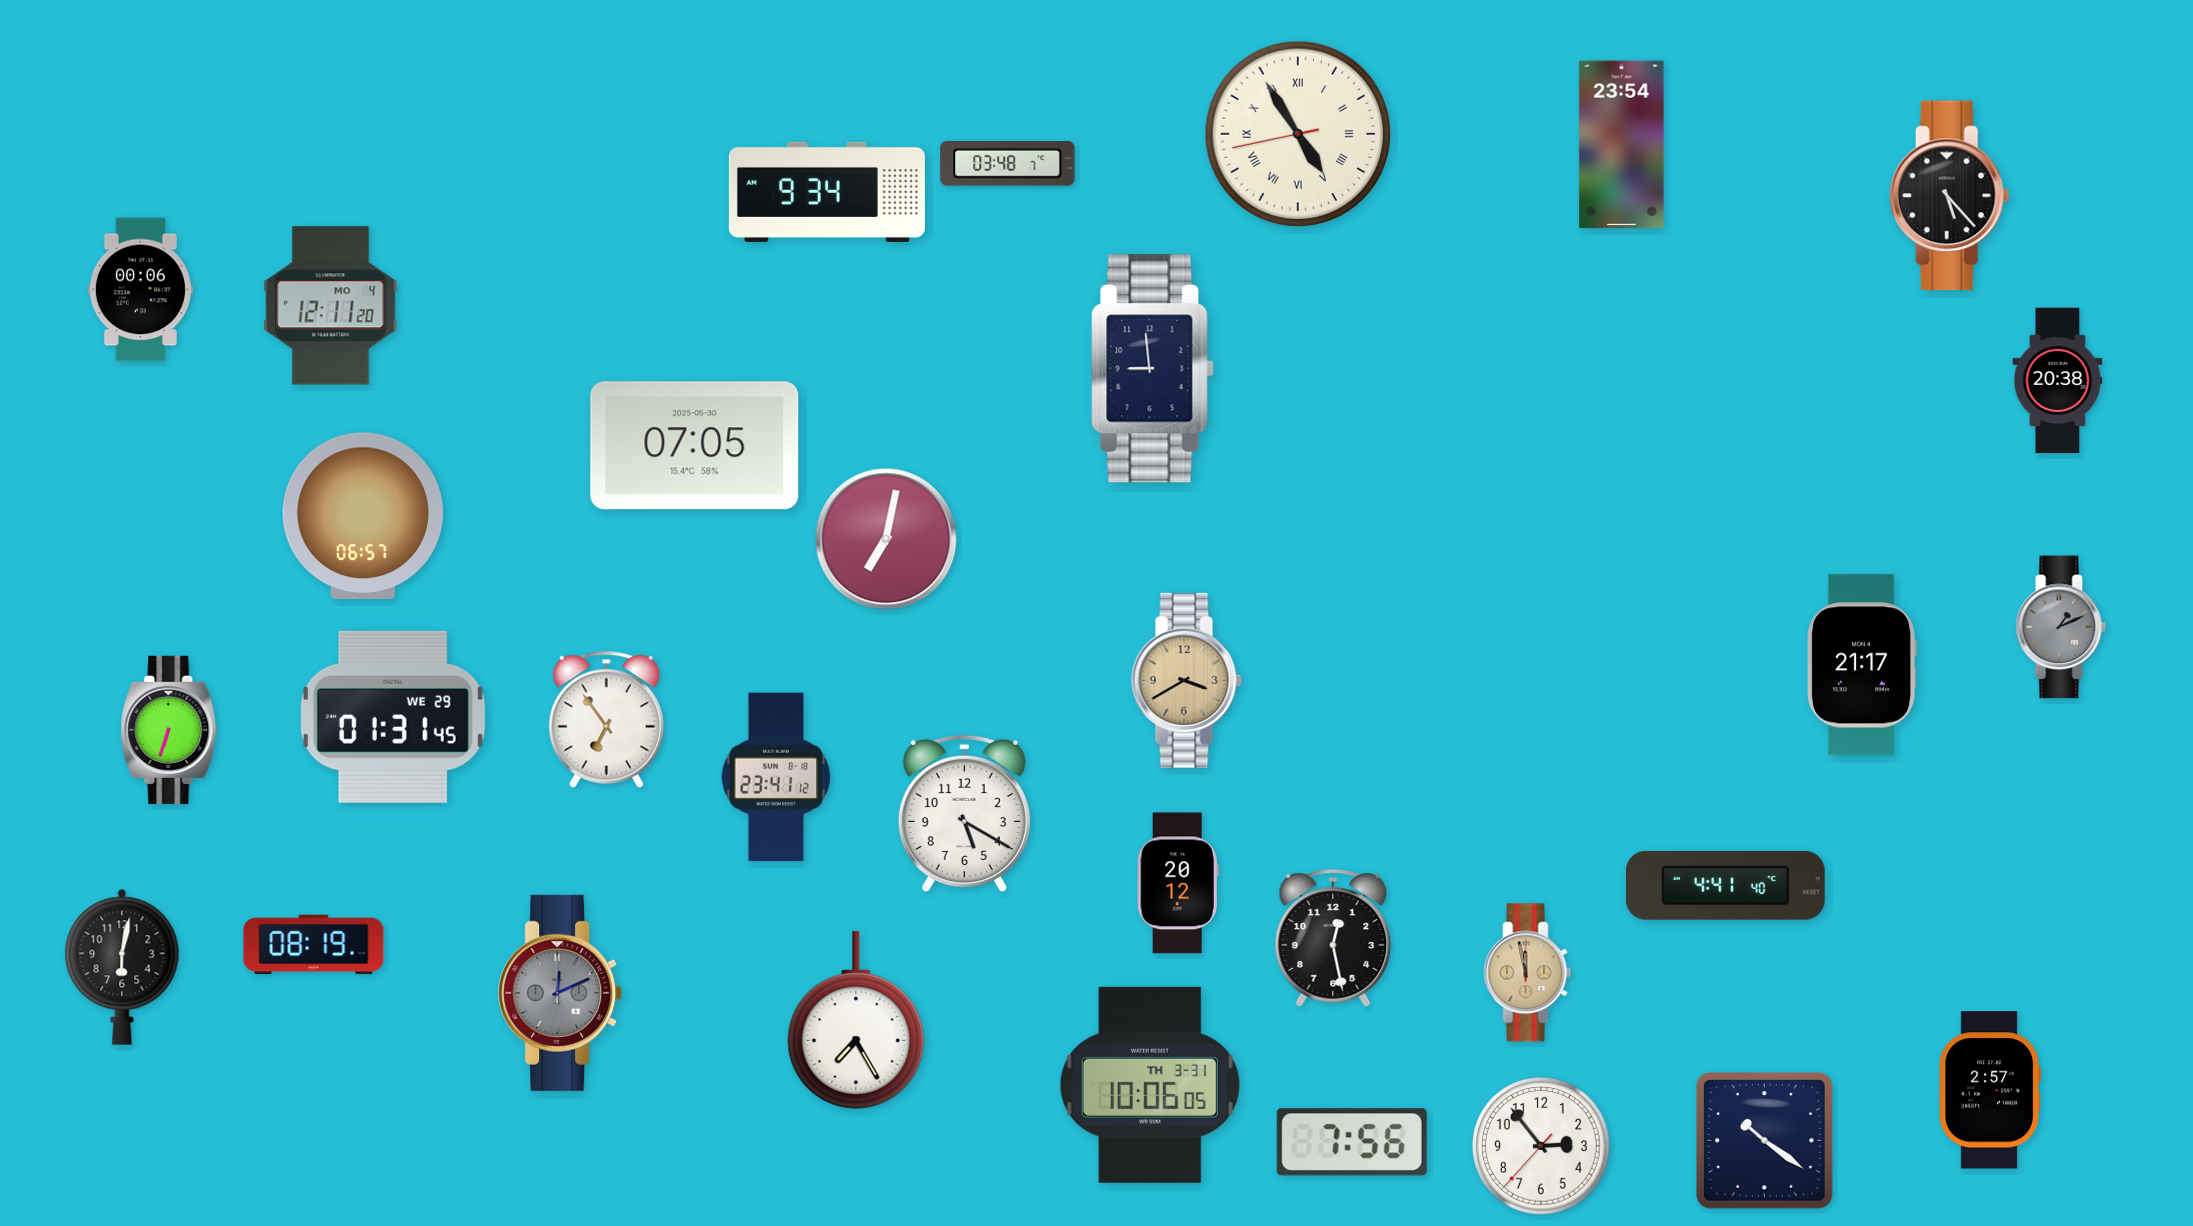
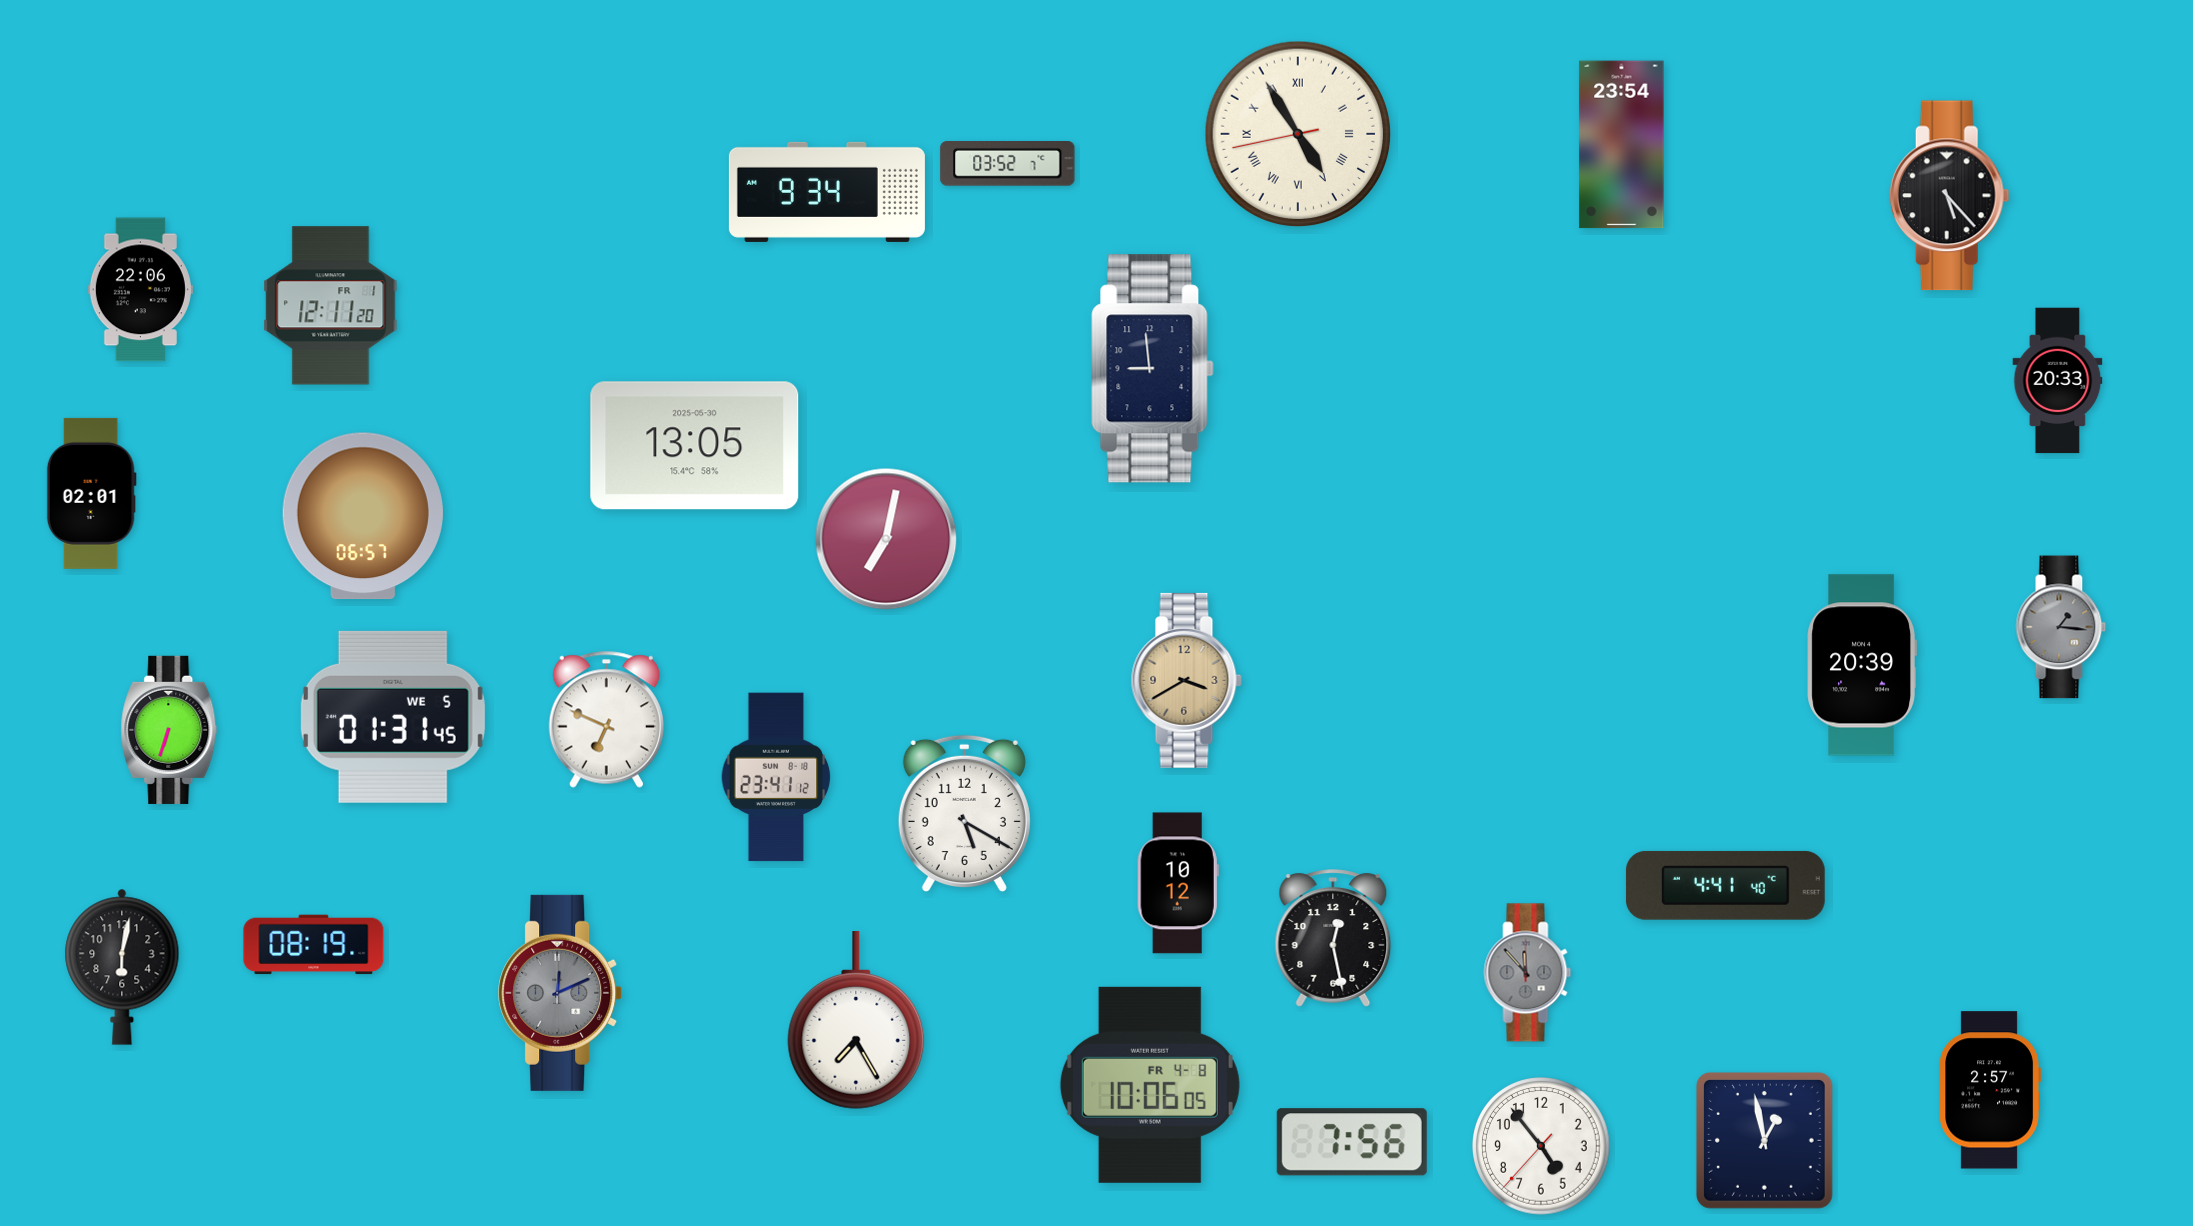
clock at (1008, 164): 03:48 -> 03:52
clock at (140, 290): 00:06 -> 22:06
clock at (331, 306) date: MO 4 -> FR 1
clock at (2058, 381): 20:38 -> 20:33
clock at (695, 446): 07:05 -> 13:05
clock at (91, 493): none -> 02:01
clock at (2061, 627): 1:11 -> 1:16
clock at (1862, 665): 21:17 -> 20:39
clock at (393, 717) date: WE 29 -> WE 5
clock at (606, 719): 6:54 -> 6:49
clock at (1178, 883): 20:12 -> 10:12
clock at (1528, 973): 11:58 -> 11:53
clock at (1528, 973) dial: champagne -> grey
clock at (1150, 1085) date: TH 3-31 -> FR 4-8
clock at (1764, 1140): 10:21 -> 12:58
clock at (1541, 1146): 2:53 -> 4:53
